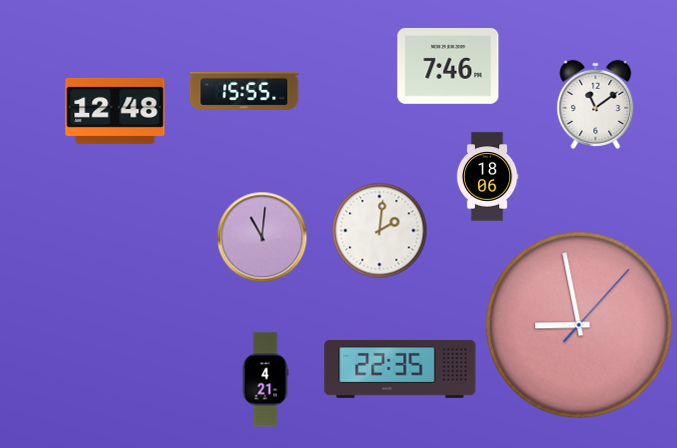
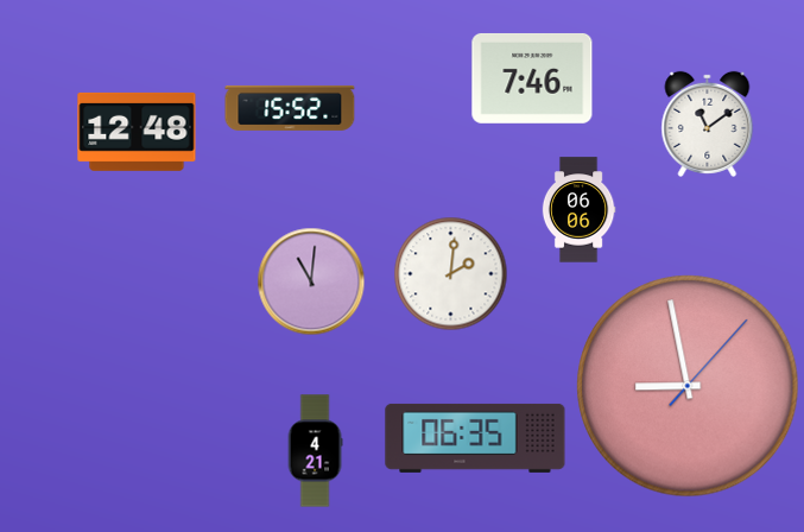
clock at (244, 91): 15:55 -> 15:52
clock at (487, 177): 18:06 -> 06:06
clock at (400, 369): 22:35 -> 06:35
